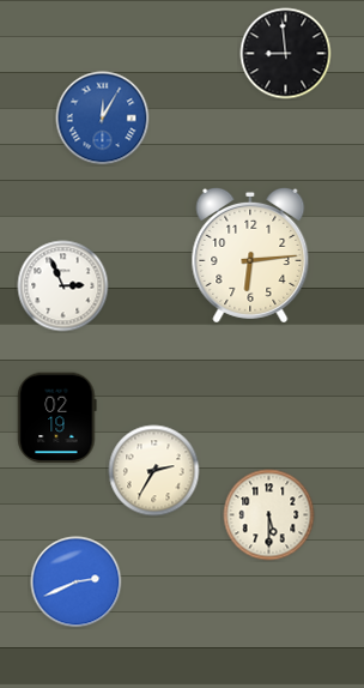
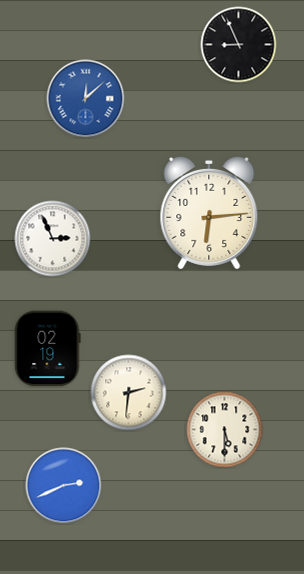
clock at (286, 54): 8:59 -> 8:56
clock at (103, 119): 12:05 -> 12:08
clock at (154, 471): 2:35 -> 2:31
